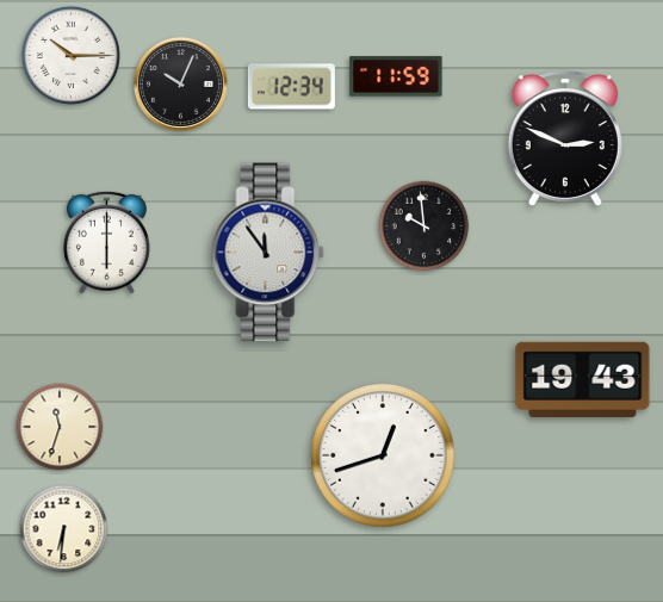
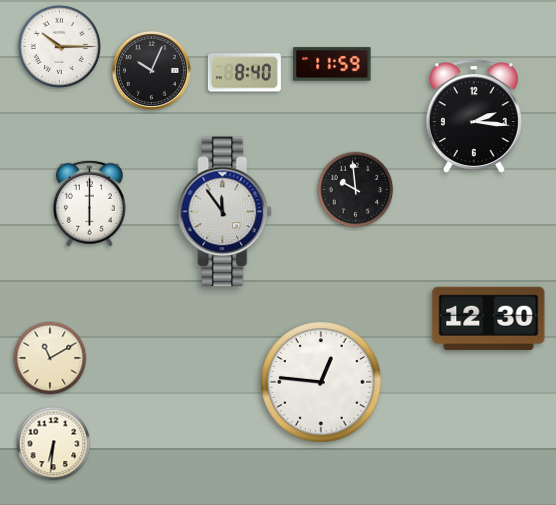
clock at (291, 87): 12:34 -> 8:40
clock at (565, 139): 2:49 -> 2:16
clock at (583, 379): 19:43 -> 12:30
clock at (60, 427): 11:33 -> 11:10
clock at (383, 455): 12:42 -> 12:46
